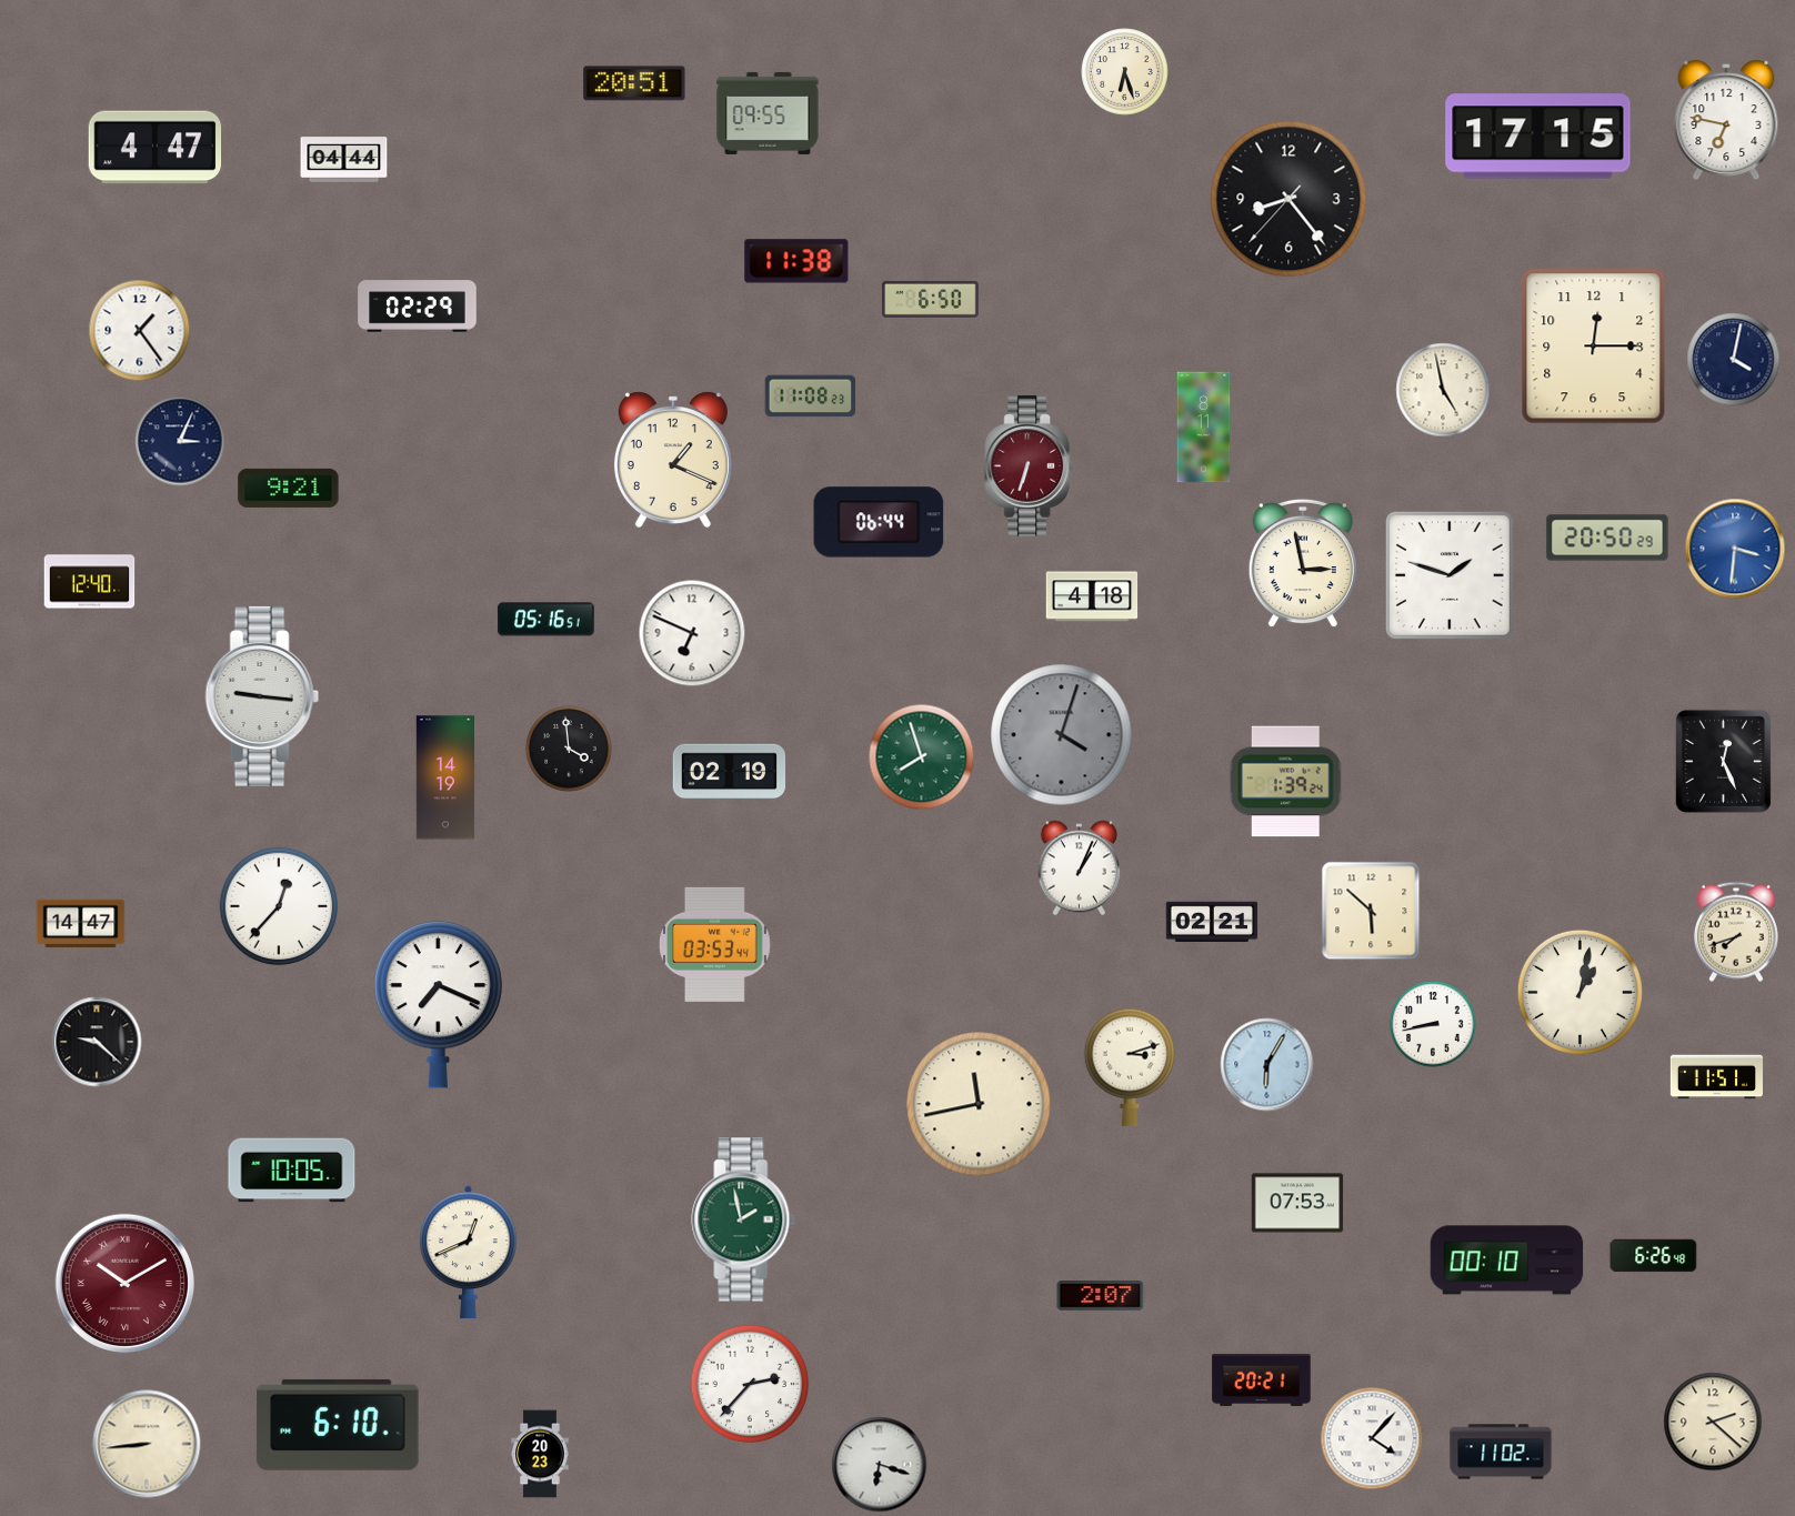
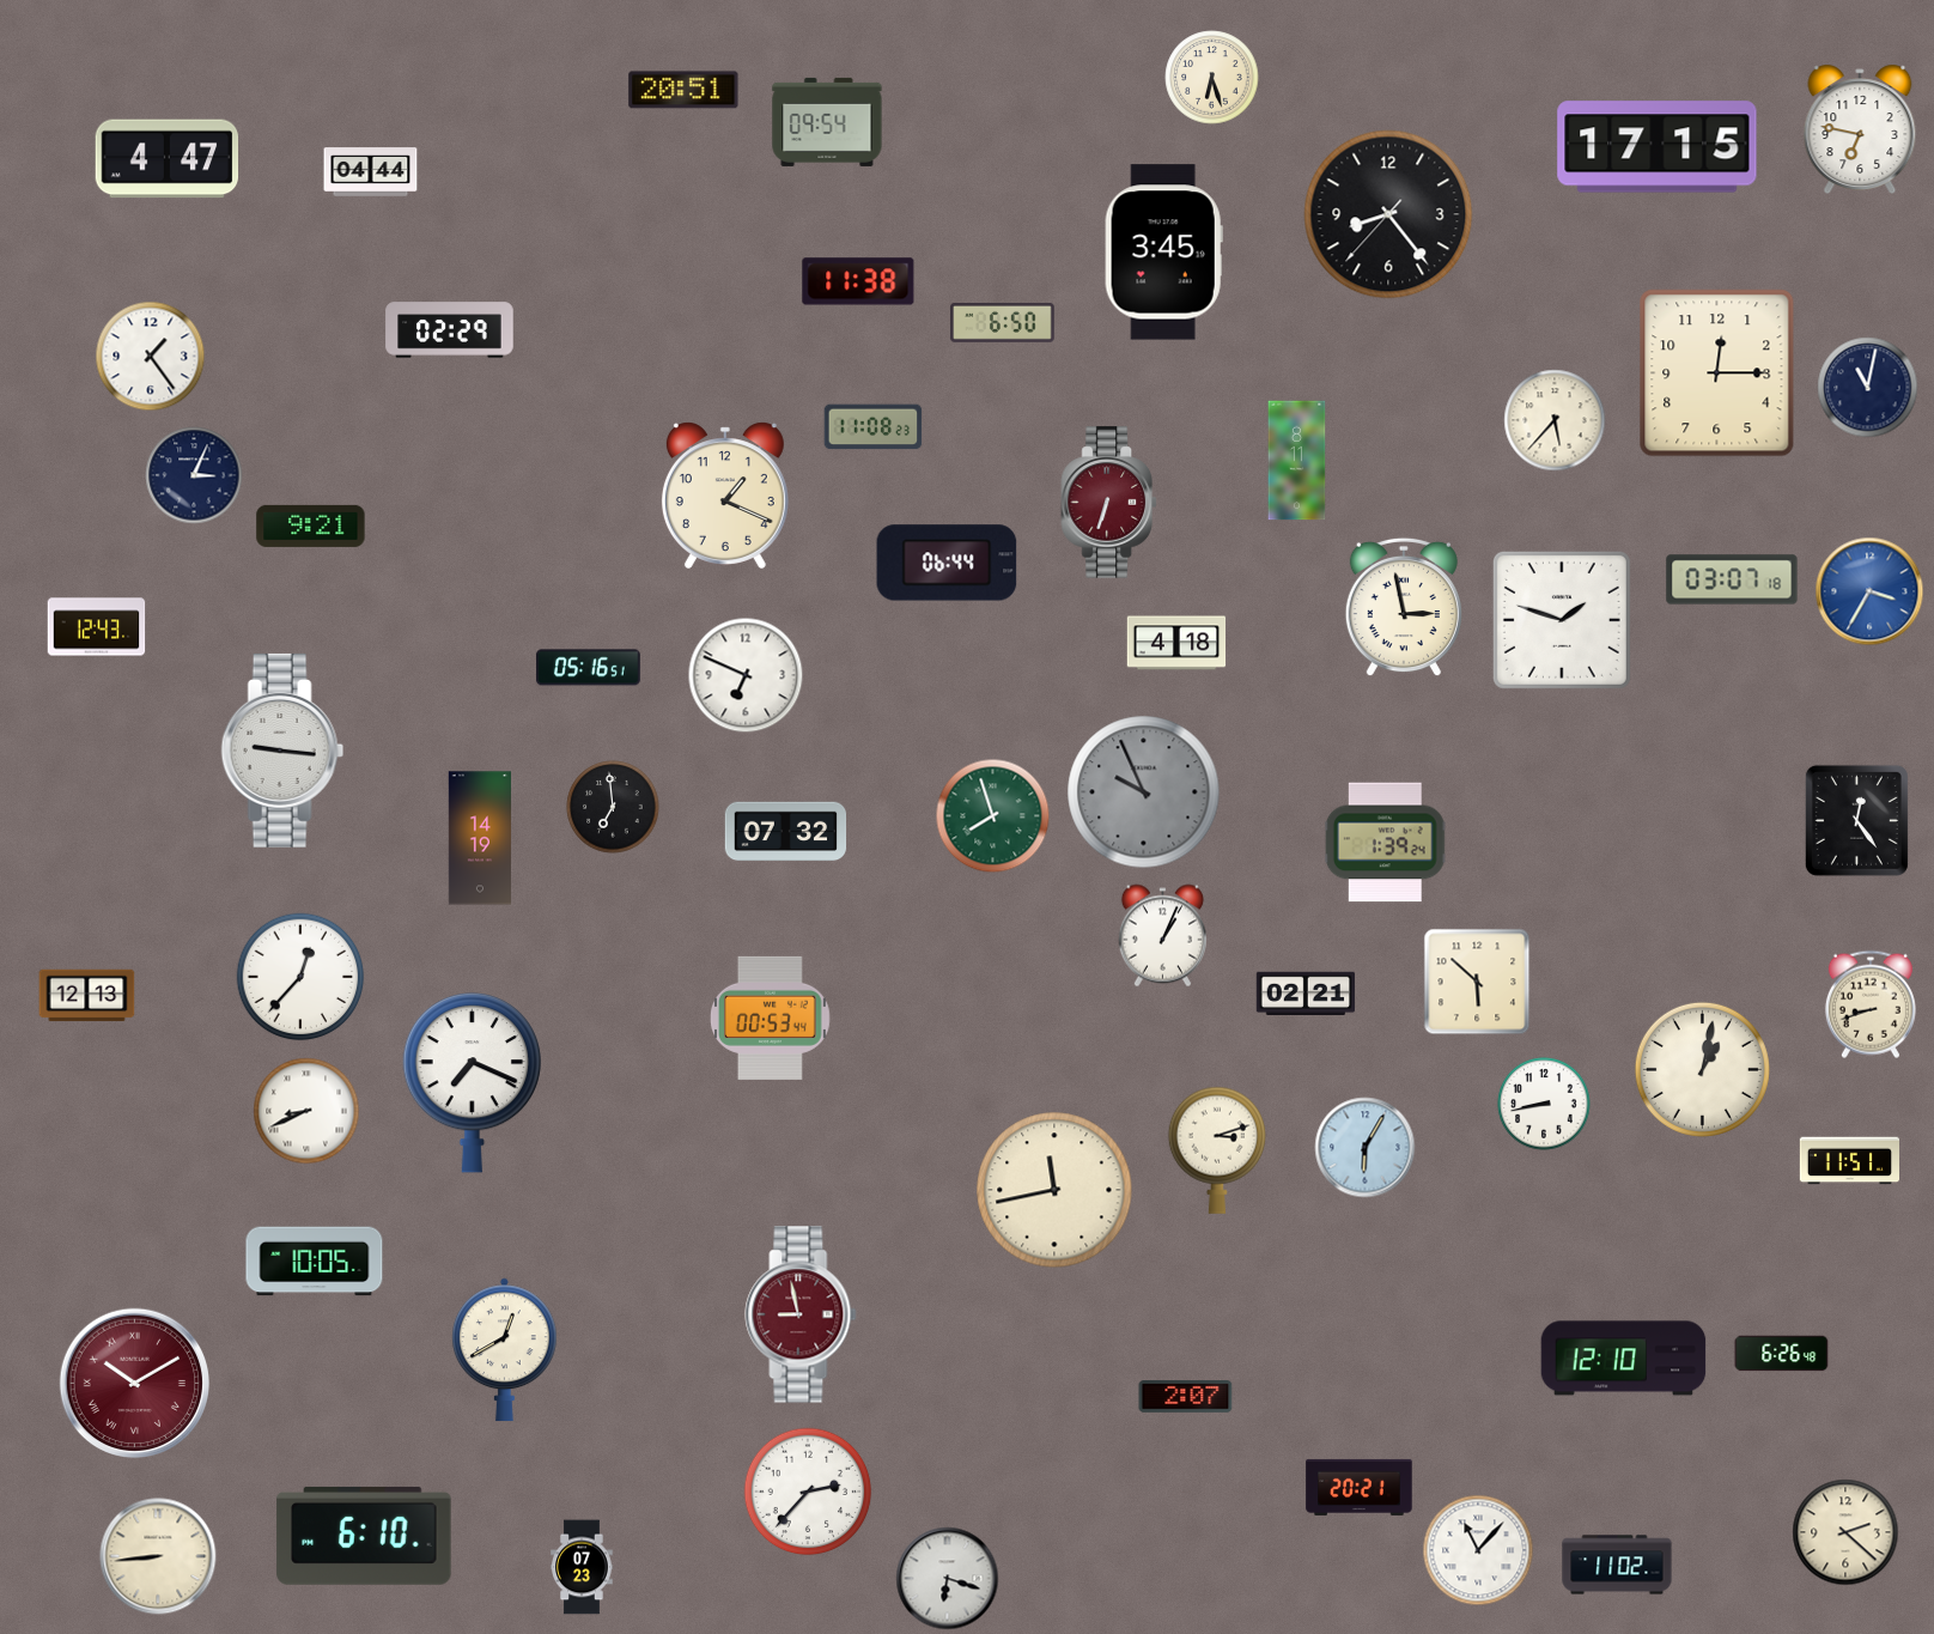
clock at (768, 113): 09:55 -> 09:54
clock at (1163, 253): none -> 3:45
clock at (1734, 360): 4:02 -> 11:02
clock at (1443, 390): 4:58 -> 5:37
clock at (1607, 538): 20:50 -> 03:07
clock at (1735, 549): 3:31 -> 3:35
clock at (90, 582): 12:40 -> 12:43
clock at (692, 633) position: (692, 633) -> (746, 675)
clock at (1062, 735): 4:03 -> 9:56
clock at (569, 749): 3:59 -> 6:59
clock at (1723, 761): 12:26 -> 12:24
clock at (730, 772): 02:19 -> 07:32
clock at (81, 924): 14:47 -> 12:13
clock at (1736, 932): 7:42 -> 8:42
clock at (714, 944): 03:53 -> 00:53
clock at (306, 1111): none -> 8:41
clock at (97, 1042): 9:22 -> none
clock at (1297, 1203): 07:53 -> none
clock at (743, 1219): 1:58 -> 8:58
clock at (743, 1219) dial: green -> burgundy
clock at (468, 1253): 12:41 -> 12:40
clock at (1507, 1261): 00:10 -> 12:10
clock at (1372, 1438): 4:07 -> 11:07
clock at (540, 1454): 20:23 -> 07:23
